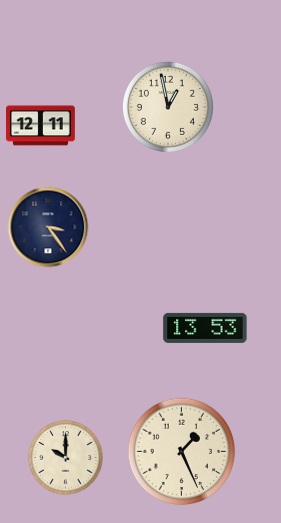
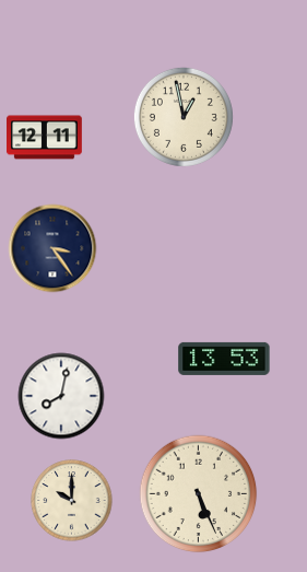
clock at (61, 396): none -> 8:02
clock at (182, 452): 1:26 -> 5:26
